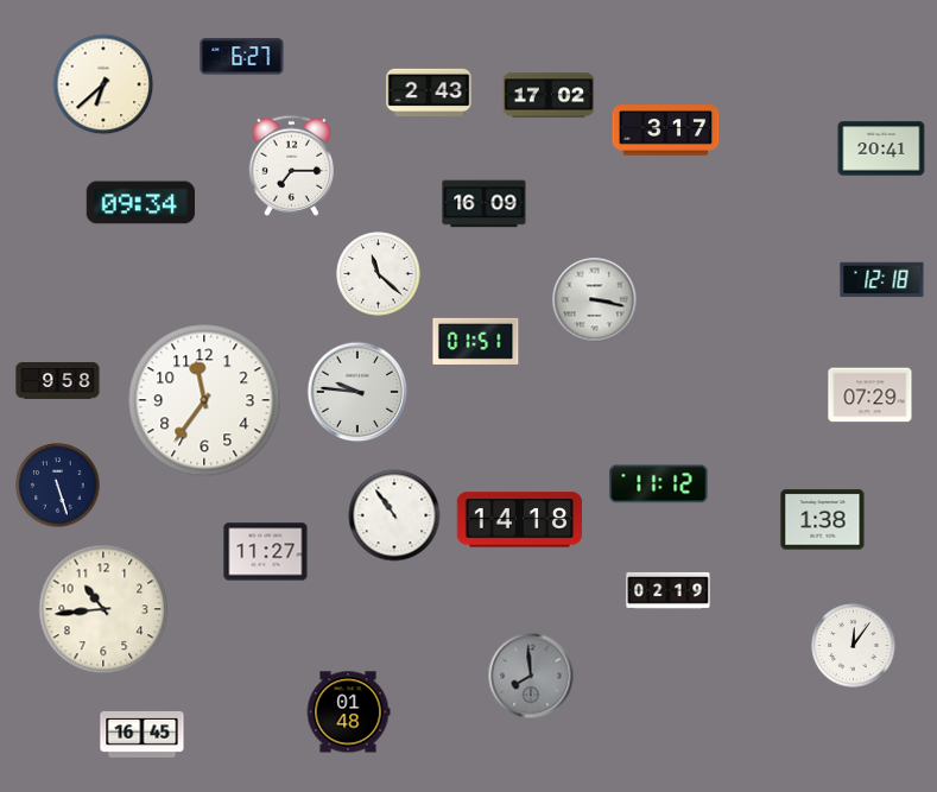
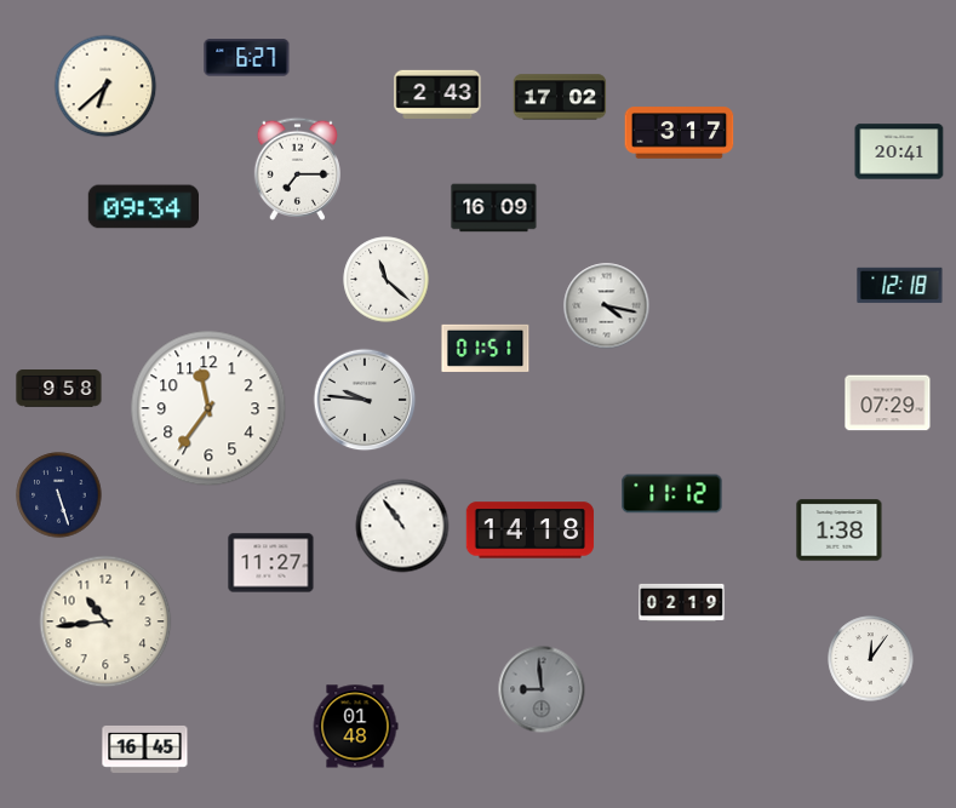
clock at (595, 300): 3:17 -> 4:17
clock at (531, 676): 7:59 -> 8:59
